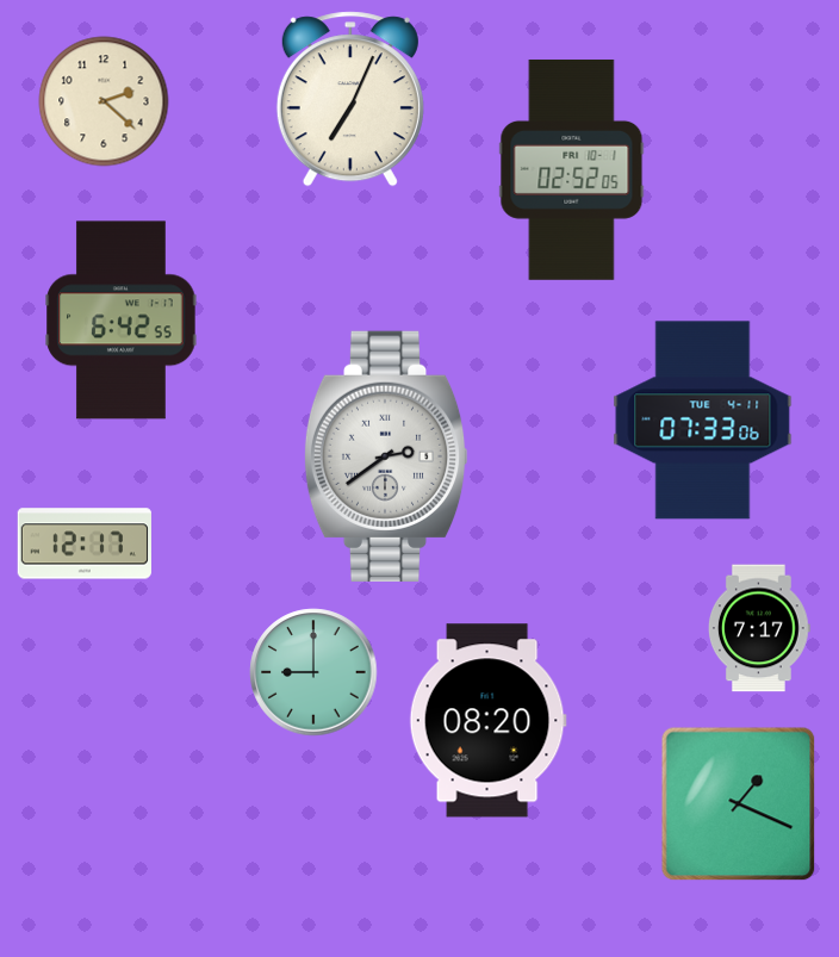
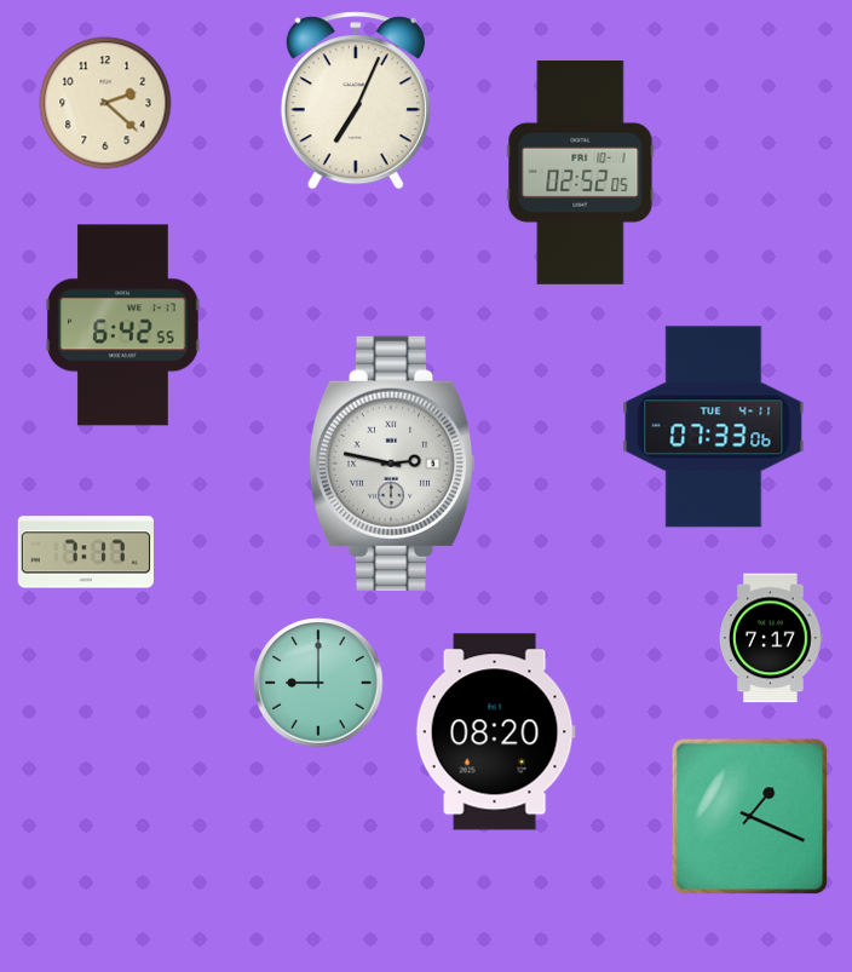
clock at (386, 456): 2:39 -> 2:47
clock at (85, 543): 12:17 -> 7:17
